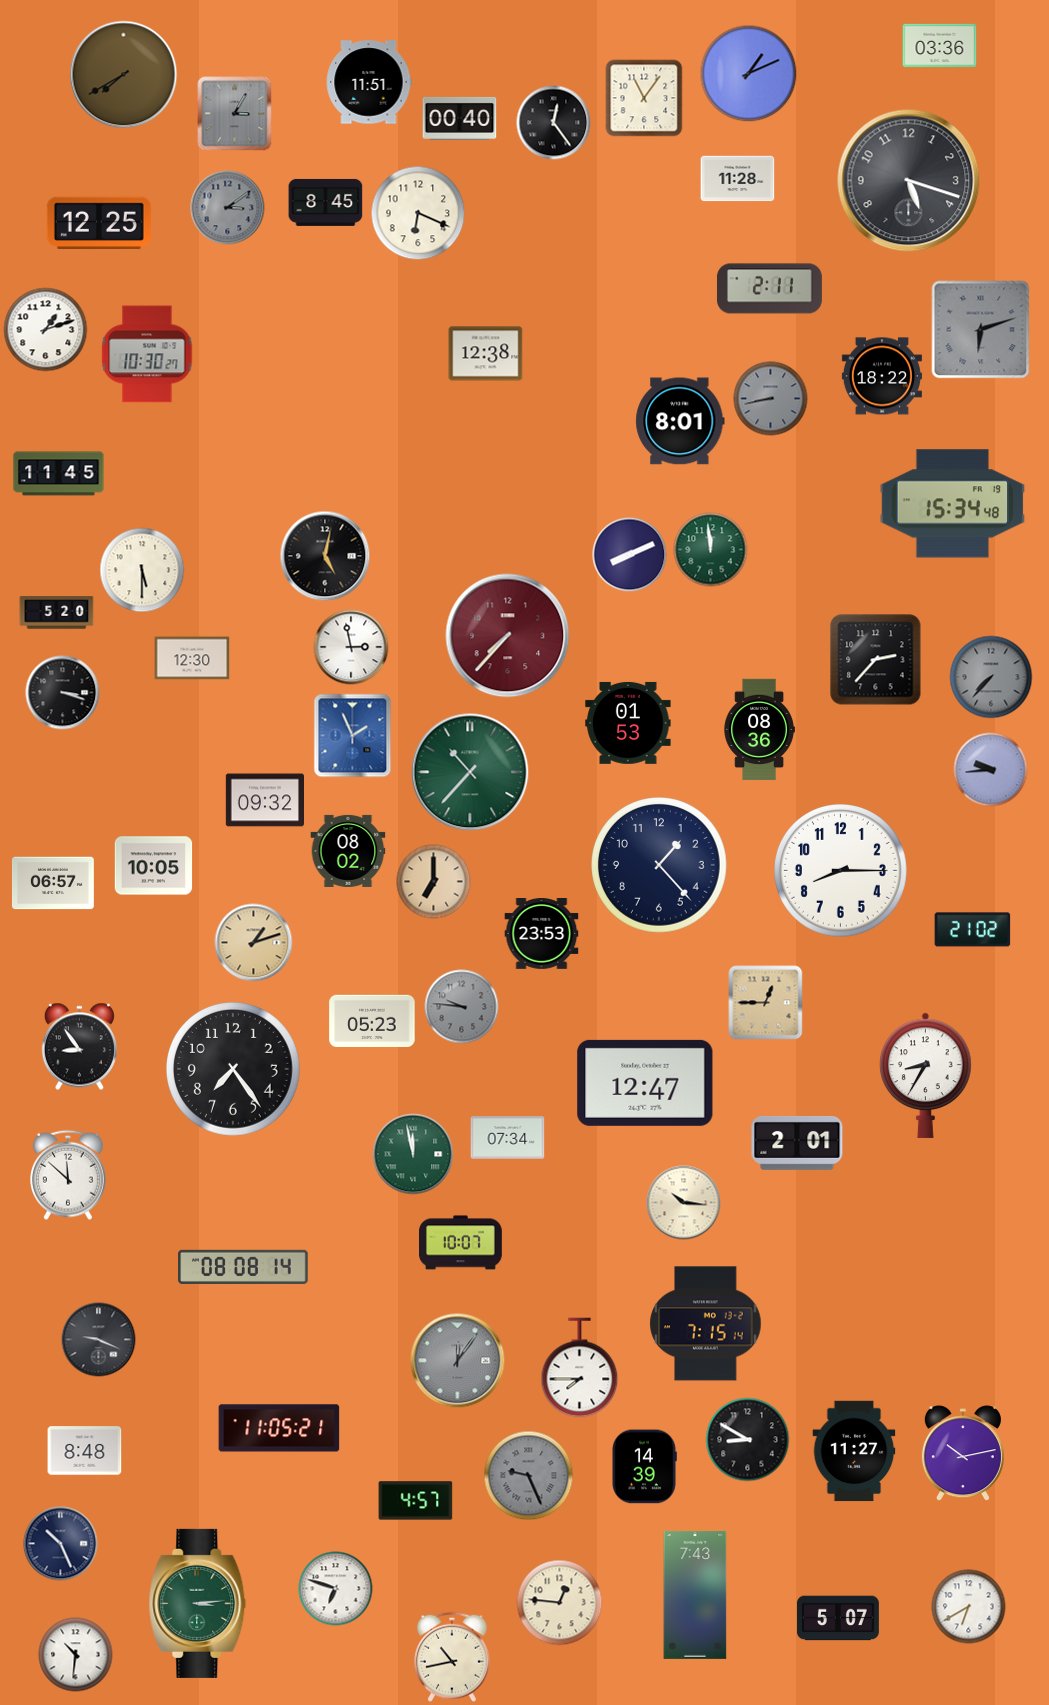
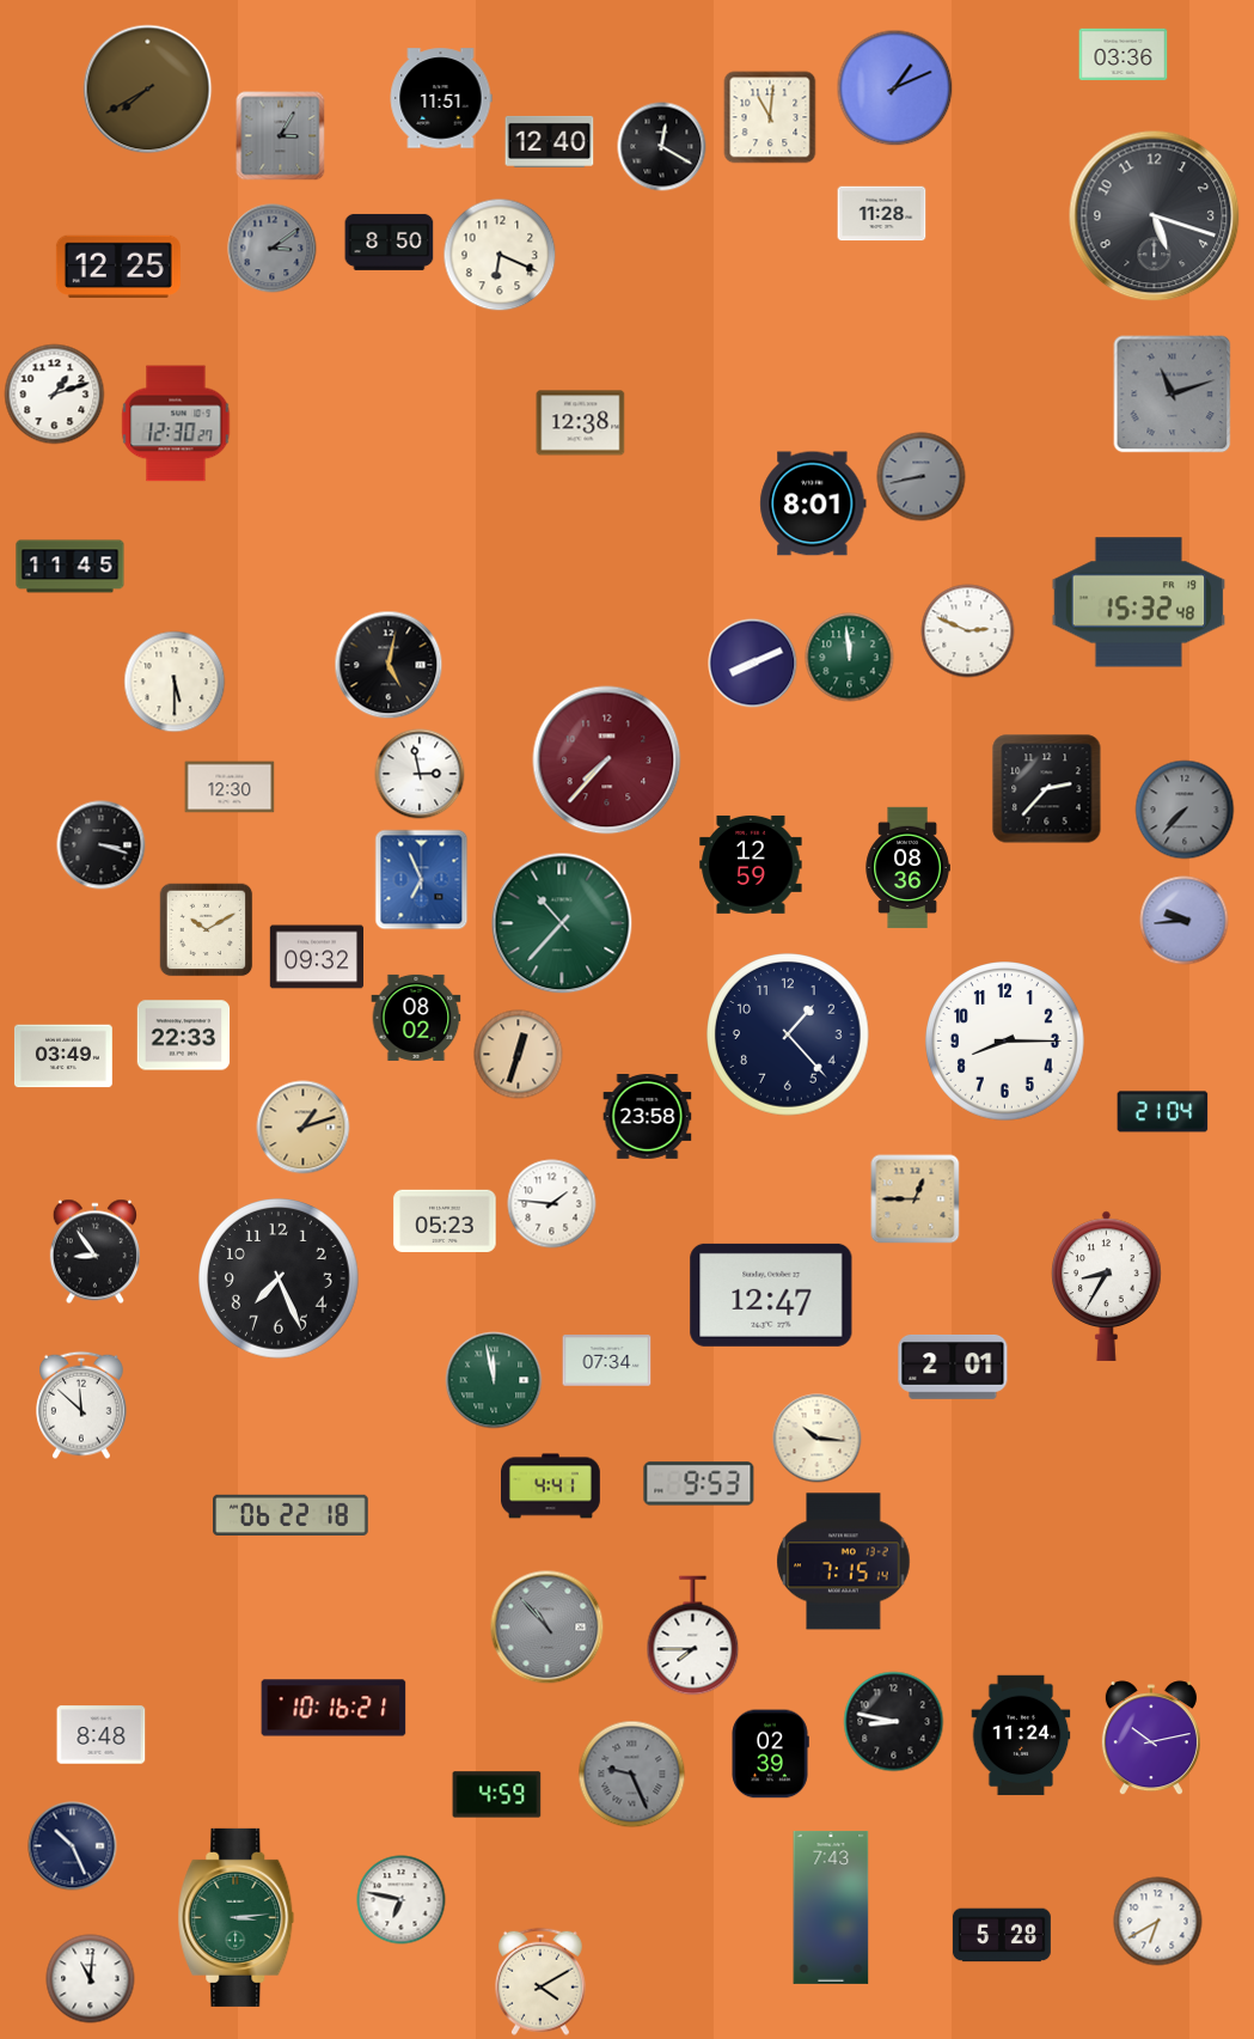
clock at (644, 98): 11:06 -> 11:01
clock at (460, 118): 00:40 -> 12:40
clock at (554, 123): 12:24 -> 12:20
clock at (909, 181) position: (909, 181) -> (1155, 216)
clock at (326, 202): 8:45 -> 8:50
clock at (769, 289): 2:11 -> none
clock at (981, 330): 6:12 -> 11:12
clock at (147, 354): 10:30 -> 12:30
clock at (882, 376): 18:22 -> none
clock at (953, 504): 15:34 -> 15:32
clock at (968, 631): none -> 2:49
clock at (142, 570) position: (142, 570) -> (175, 682)
clock at (57, 613): 5:20 -> none
clock at (63, 693) position: (63, 693) -> (102, 845)
clock at (628, 723): 01:53 -> 12:59
clock at (759, 730) position: (759, 730) -> (907, 868)
clock at (353, 736): 1:56 -> 6:56
clock at (207, 930): none -> 10:10
clock at (154, 866): 10:05 -> 22:33
clock at (434, 882): 7:00 -> 12:33
clock at (53, 883): 06:57 -> 03:49
clock at (973, 930): 21:02 -> 21:04
clock at (542, 934): 23:53 -> 23:58
clock at (462, 1007): 9:46 -> 1:46
clock at (462, 1007) dial: grey -> white
clock at (234, 1070): 7:24 -> 7:26
clock at (699, 1484): none -> 9:53
clock at (461, 1243): 10:07 -> 4:41
clock at (243, 1267): 08:08 -> 06:22
clock at (706, 1324) position: (706, 1324) -> (844, 1562)
clock at (99, 1340): 9:19 -> none
clock at (458, 1361): 12:06 -> 10:53
clock at (279, 1428): 11:05 -> 10:16
clock at (748, 1440): 8:50 -> 8:47
clock at (854, 1451): 11:27 -> 11:24
clock at (644, 1467): 14:39 -> 02:39
clock at (529, 1476) position: (529, 1476) -> (632, 1775)
clock at (416, 1501): 4:57 -> 4:59
clock at (336, 1589): 6:48 -> 6:47
clock at (560, 1603): 12:46 -> none
clock at (838, 1618): 5:07 -> 5:28
clock at (76, 1655): 10:31 -> 11:01
clock at (453, 1657): 10:43 -> 4:10
